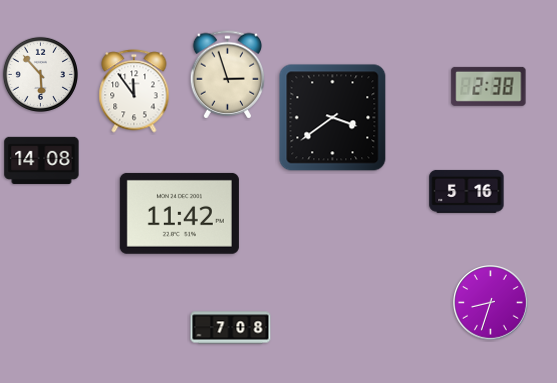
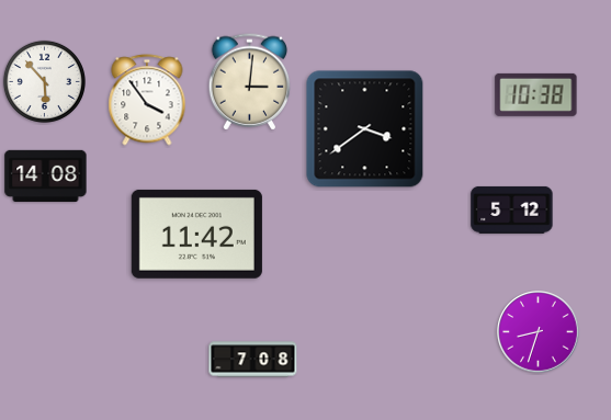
clock at (228, 75): 2:57 -> 3:01
clock at (489, 86): 2:38 -> 10:38
clock at (134, 91): 11:54 -> 3:54
clock at (467, 191): 5:16 -> 5:12
